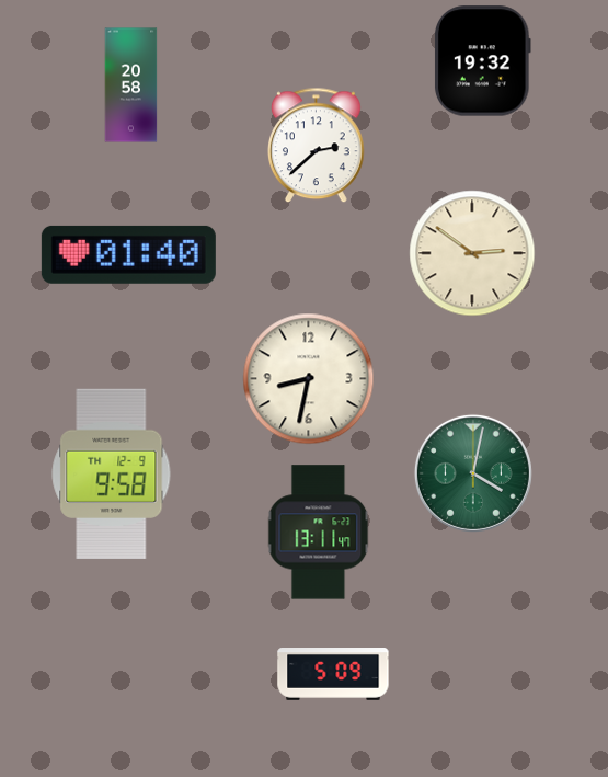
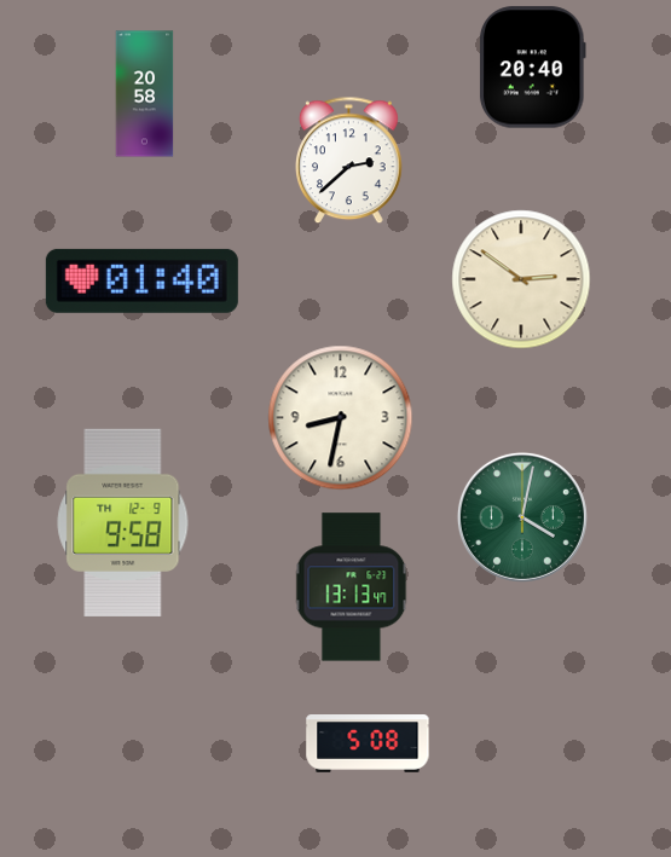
clock at (482, 61): 19:32 -> 20:40
clock at (473, 473) position: (473, 473) -> (522, 517)
clock at (319, 533): 13:11 -> 13:13
clock at (333, 675): 5:09 -> 5:08
